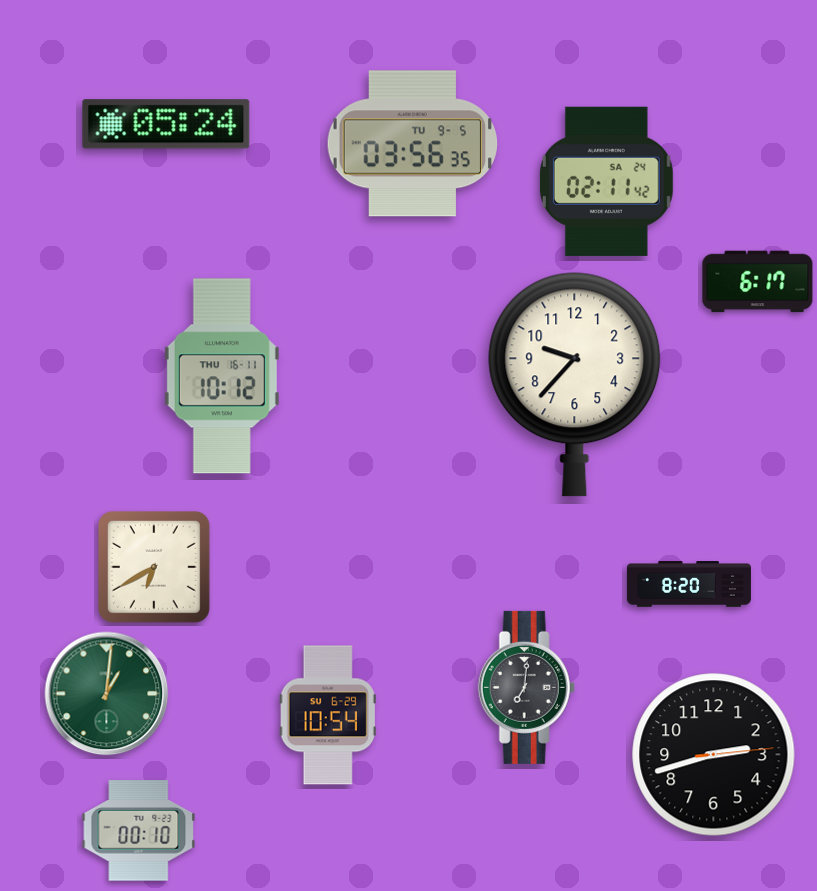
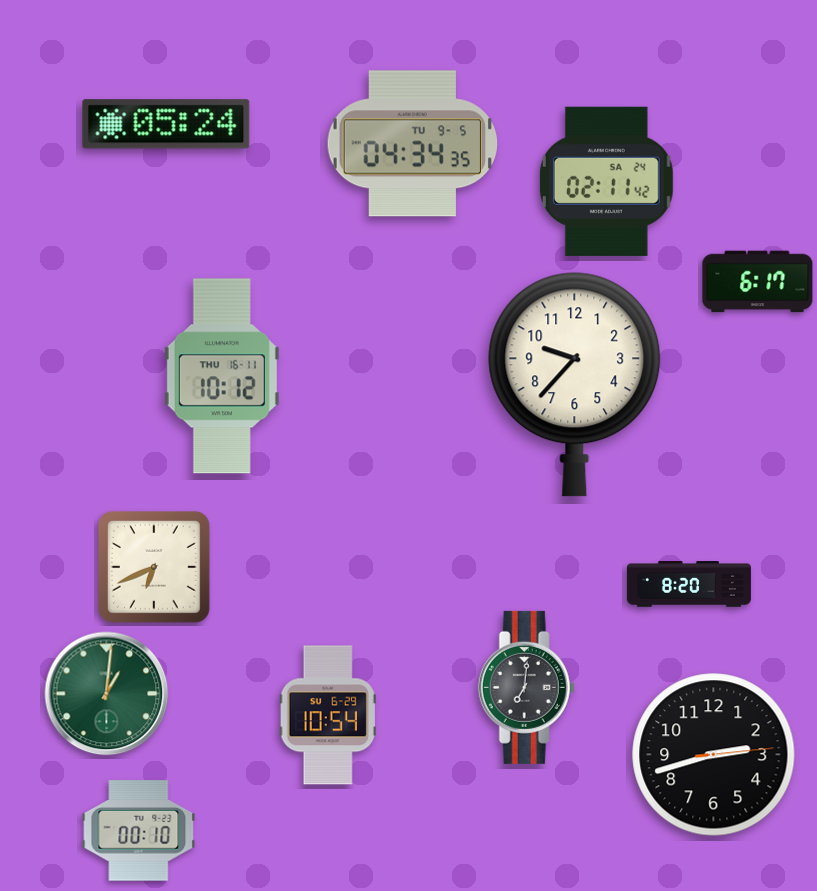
clock at (412, 144): 03:56 -> 04:34
clock at (154, 567): 6:40 -> 6:41
